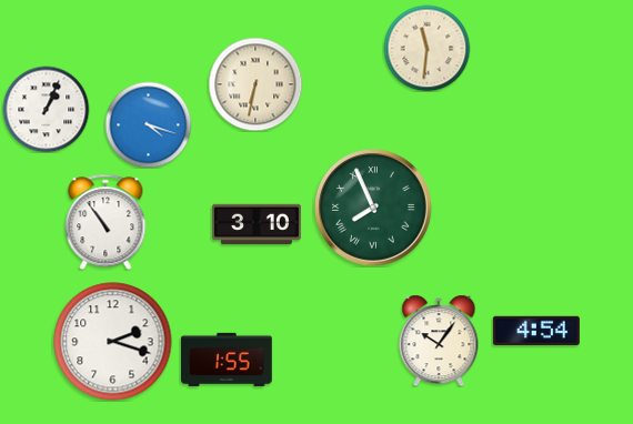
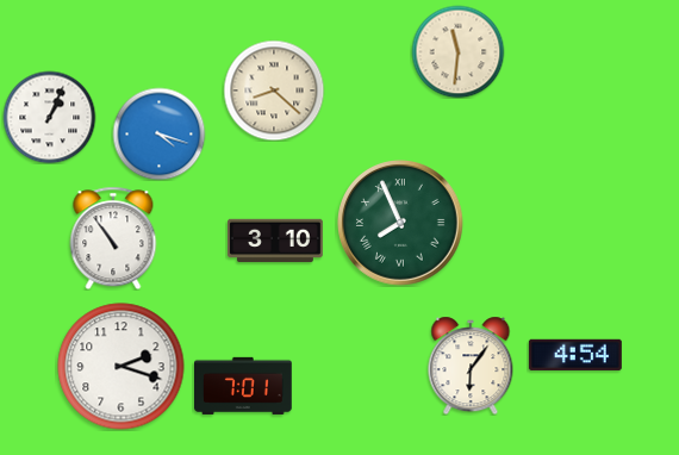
clock at (255, 84): 6:32 -> 8:22
clock at (439, 341): 10:06 -> 6:06
clock at (228, 360): 1:55 -> 7:01
